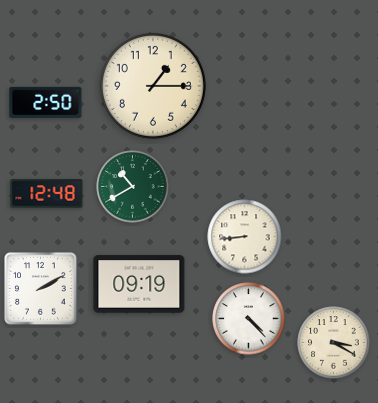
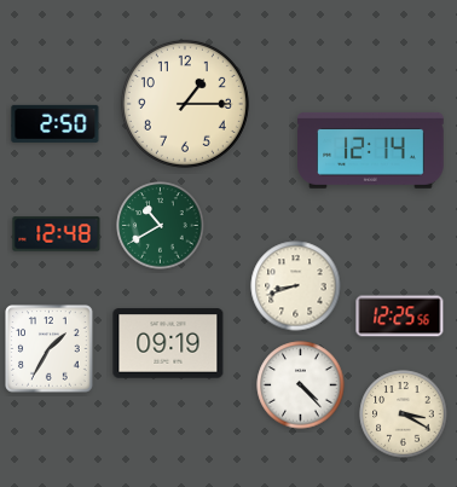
clock at (371, 151): none -> 12:14
clock at (245, 237): 8:44 -> 8:42
clock at (400, 317): none -> 12:25
clock at (41, 289): 2:10 -> 1:35
